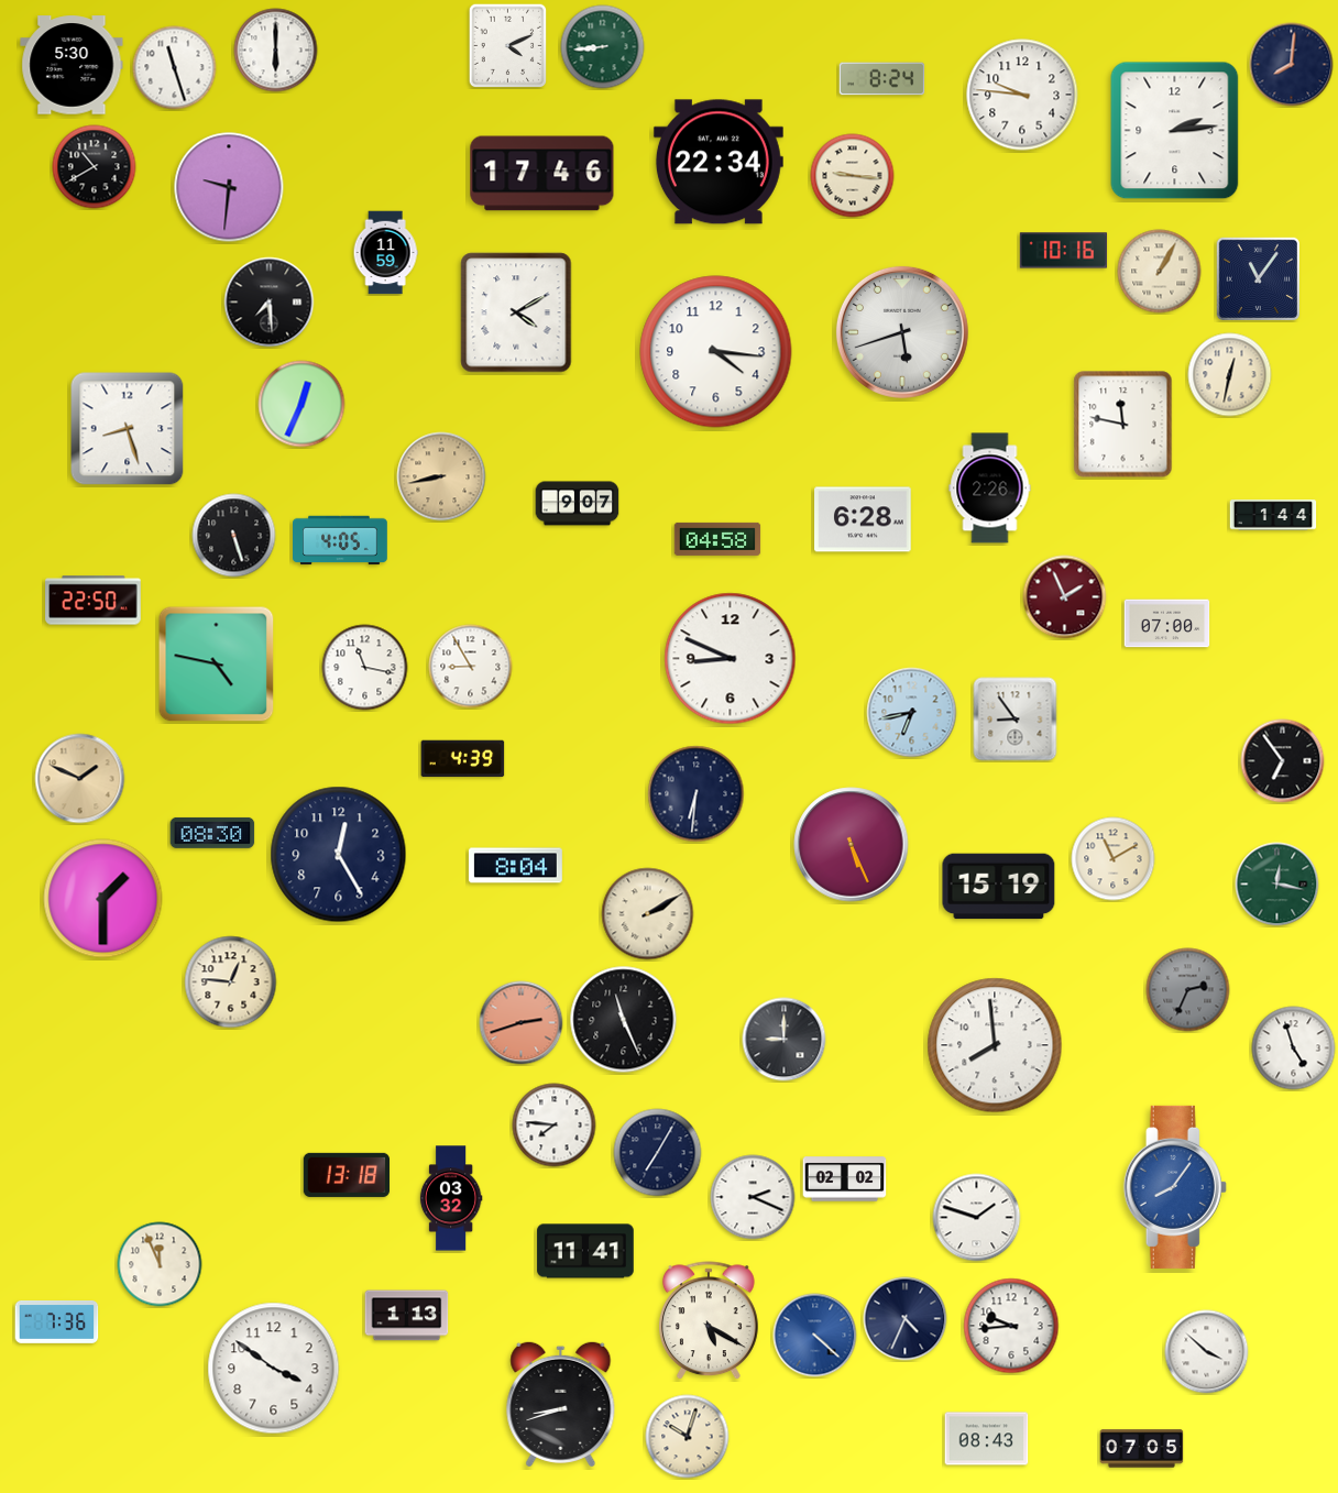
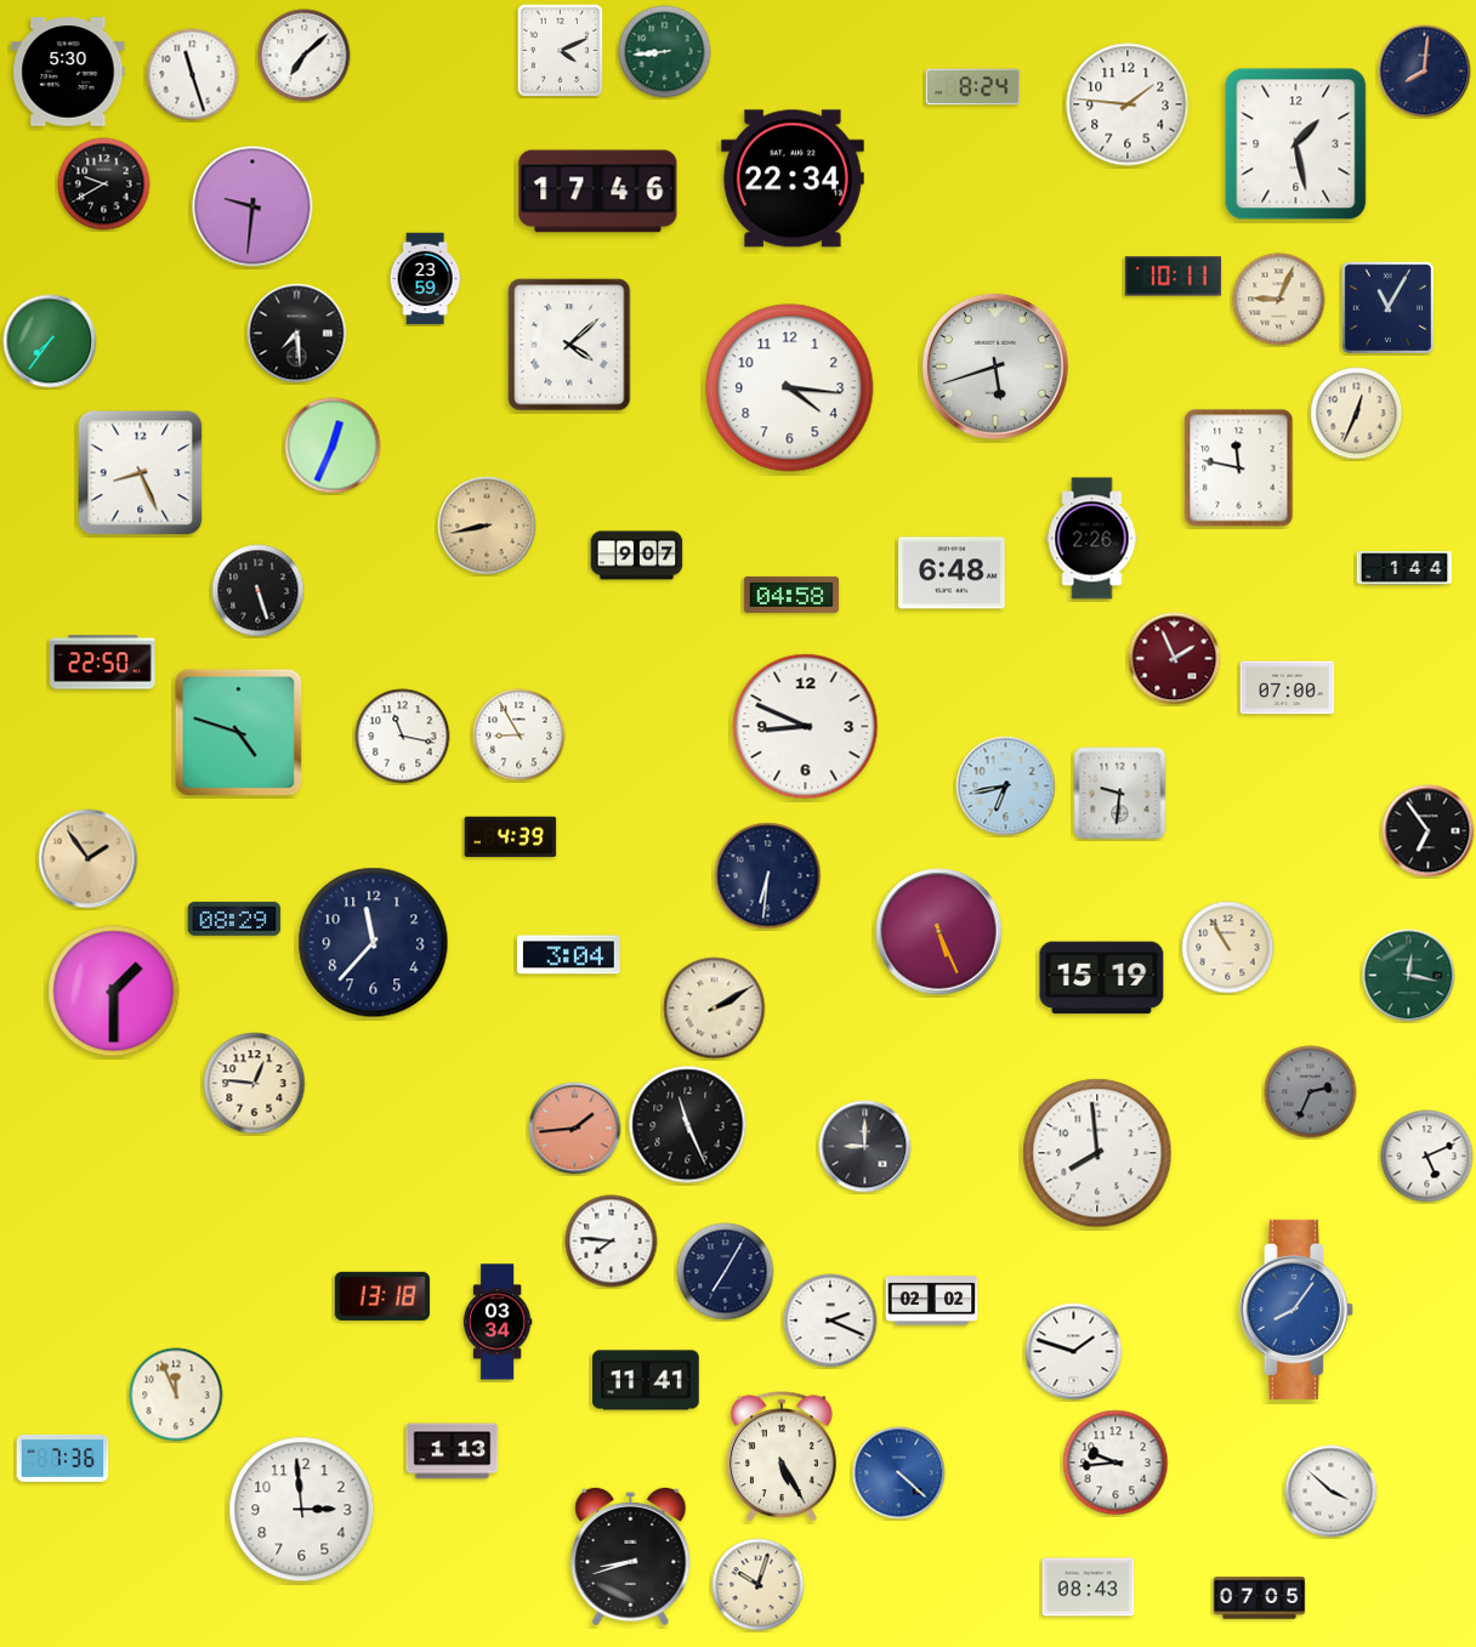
clock at (276, 51): 6:00 -> 7:08
clock at (72, 65) position: (72, 65) -> (68, 72)
clock at (1022, 95): 9:46 -> 1:46
clock at (1175, 131): 2:14 -> 1:28
clock at (95, 167): 10:40 -> 9:40
clock at (853, 176): 9:16 -> none
clock at (1064, 251): 10:16 -> 10:11
clock at (385, 253): 11:59 -> 23:59
clock at (1160, 272): 1:05 -> 9:04
clock at (1258, 278): 11:06 -> 11:05
clock at (50, 341): none -> 7:36
clock at (516, 312): 4:10 -> 4:08
clock at (1230, 375): 12:32 -> 12:34
clock at (128, 429): 8:27 -> 8:26
clock at (863, 519): 6:28 -> 6:48
clock at (341, 540): 4:05 -> none
clock at (217, 665): 4:47 -> 4:48
clock at (1016, 720): 8:54 -> 9:31
clock at (1283, 761) position: (1283, 761) -> (1429, 831)
clock at (80, 779): 1:49 -> 1:54
clock at (212, 833): 08:30 -> 08:29
clock at (339, 855): 12:25 -> 11:37
clock at (1114, 859): 11:10 -> 10:55
clock at (515, 866): 8:04 -> 3:04
clock at (522, 1023): 2:42 -> 1:44
clock at (1294, 1049): 4:57 -> 5:11
clock at (451, 1198): 03:32 -> 03:34
clock at (977, 1218) position: (977, 1218) -> (1074, 1352)
clock at (407, 1316) position: (407, 1316) -> (453, 1452)
clock at (906, 1319): 4:34 -> none
clock at (709, 1321): 5:20 -> 5:25
clock at (274, 1369): 3:51 -> 2:59
clock at (561, 1404) position: (561, 1404) -> (631, 1556)
